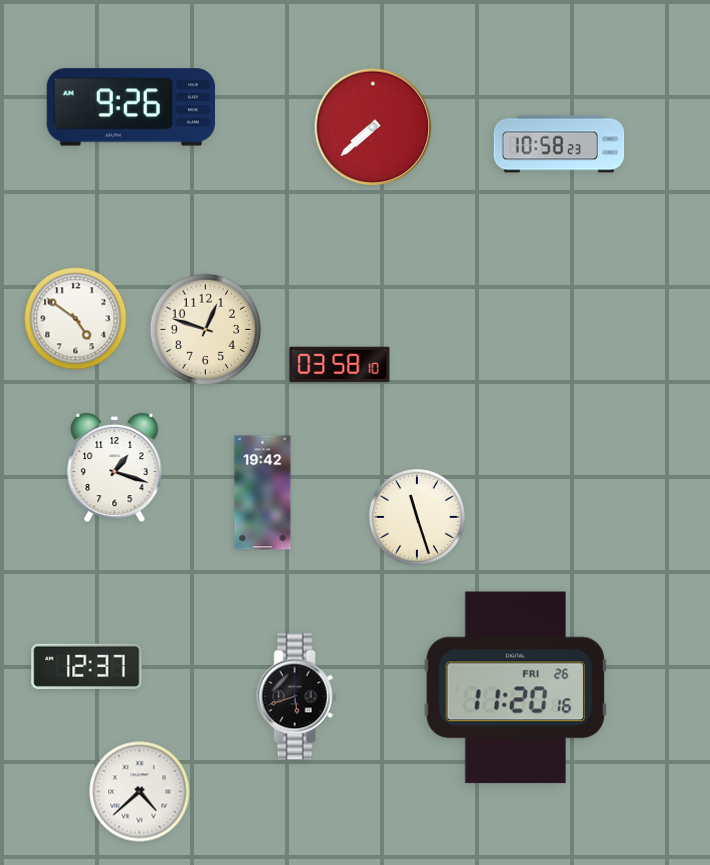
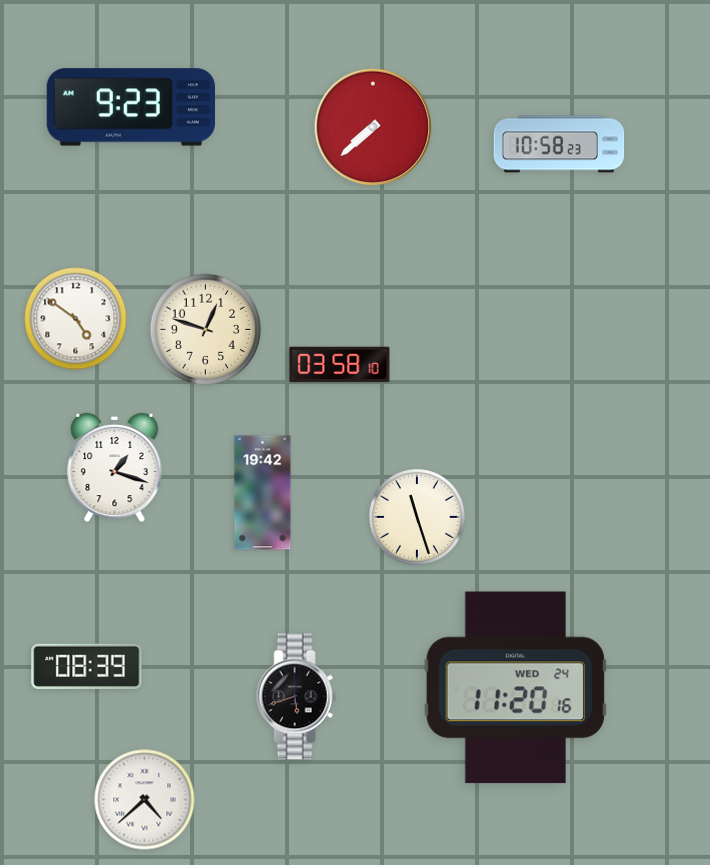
clock at (130, 107): 9:26 -> 9:23
clock at (87, 666): 12:37 -> 08:39
clock at (516, 688) date: FRI 26 -> WED 24
clock at (140, 792) position: (140, 792) -> (145, 800)
